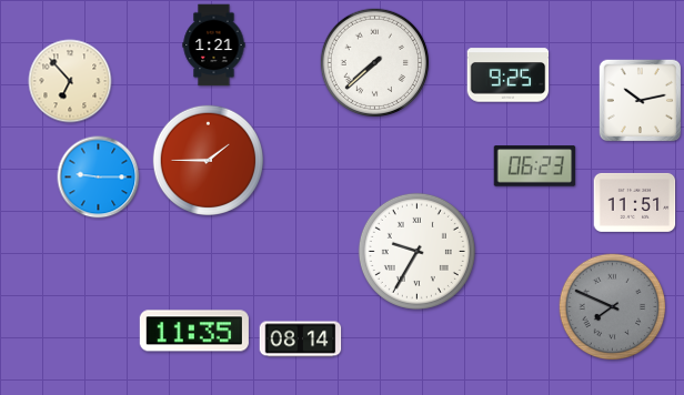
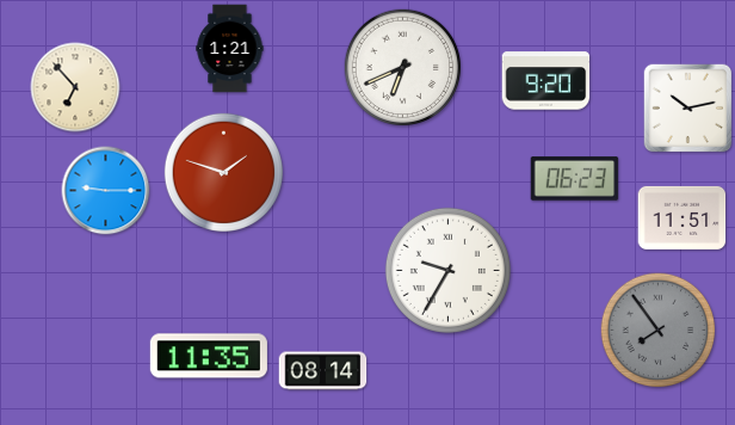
clock at (374, 62): 7:38 -> 6:41
clock at (509, 75): 9:25 -> 9:20
clock at (208, 160): 1:45 -> 1:48
clock at (613, 307): 7:49 -> 7:54
clock at (301, 340) position: (301, 340) -> (323, 371)
